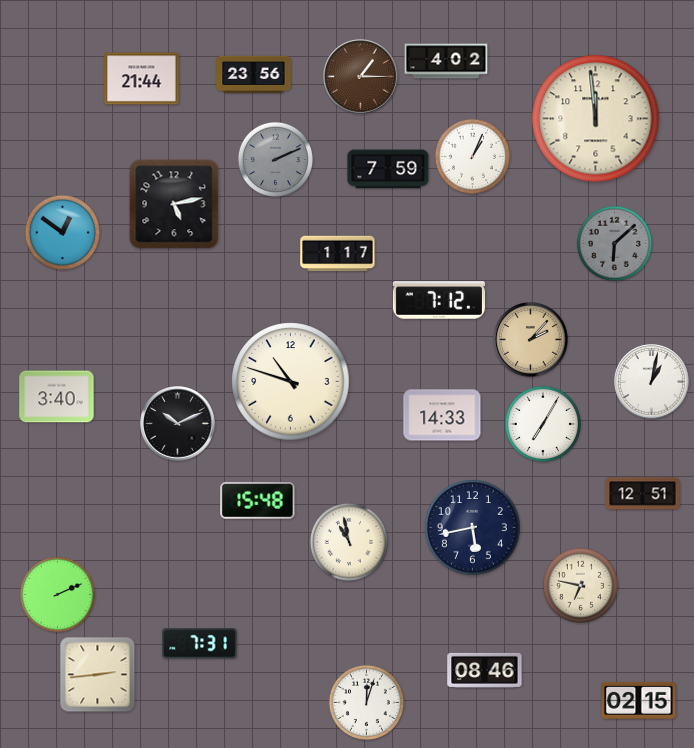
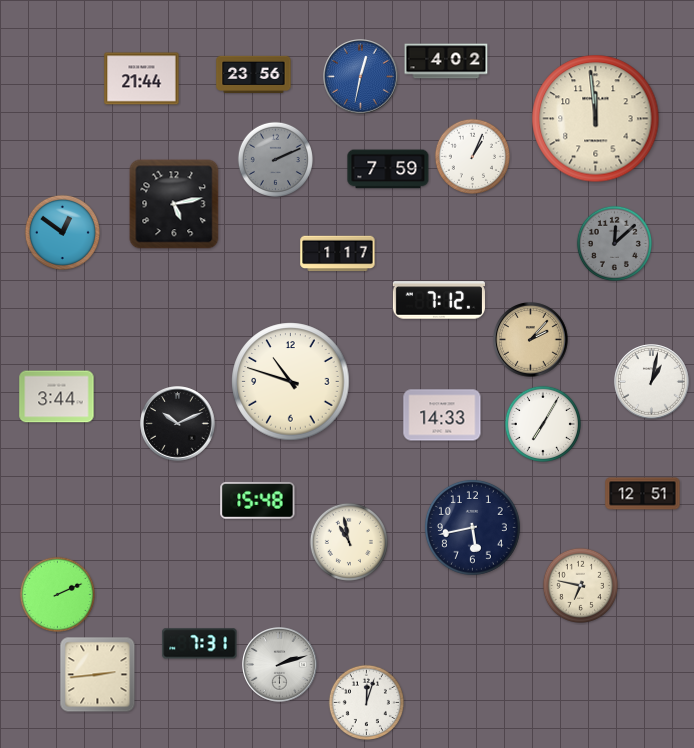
clock at (361, 77): 1:15 -> 12:32
clock at (361, 77) dial: brown -> blue
clock at (614, 243): 6:08 -> 12:08
clock at (57, 397): 3:40 -> 3:44
clock at (280, 665): none -> 2:12
clock at (485, 670): 08:46 -> none
clock at (639, 700): 02:15 -> none
